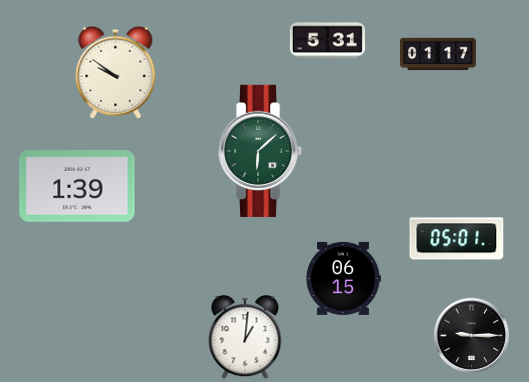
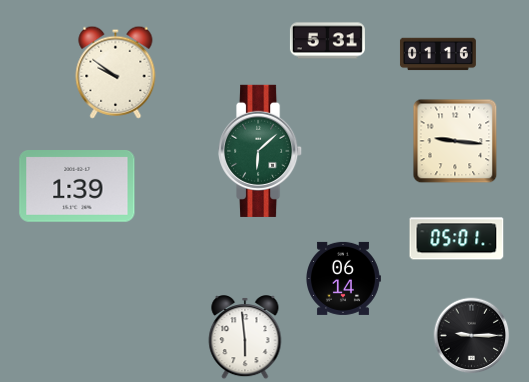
clock at (438, 54): 01:17 -> 01:16
clock at (455, 141): none -> 9:16
clock at (344, 278): 06:15 -> 06:14
clock at (245, 338): 1:01 -> 5:59
